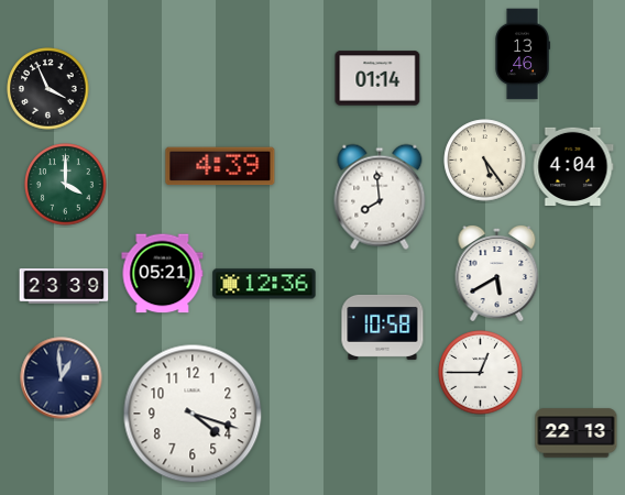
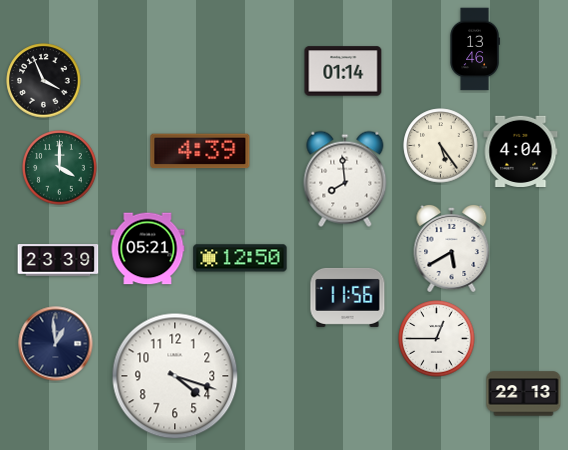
clock at (264, 284): 12:36 -> 12:50
clock at (383, 327): 10:58 -> 11:56
